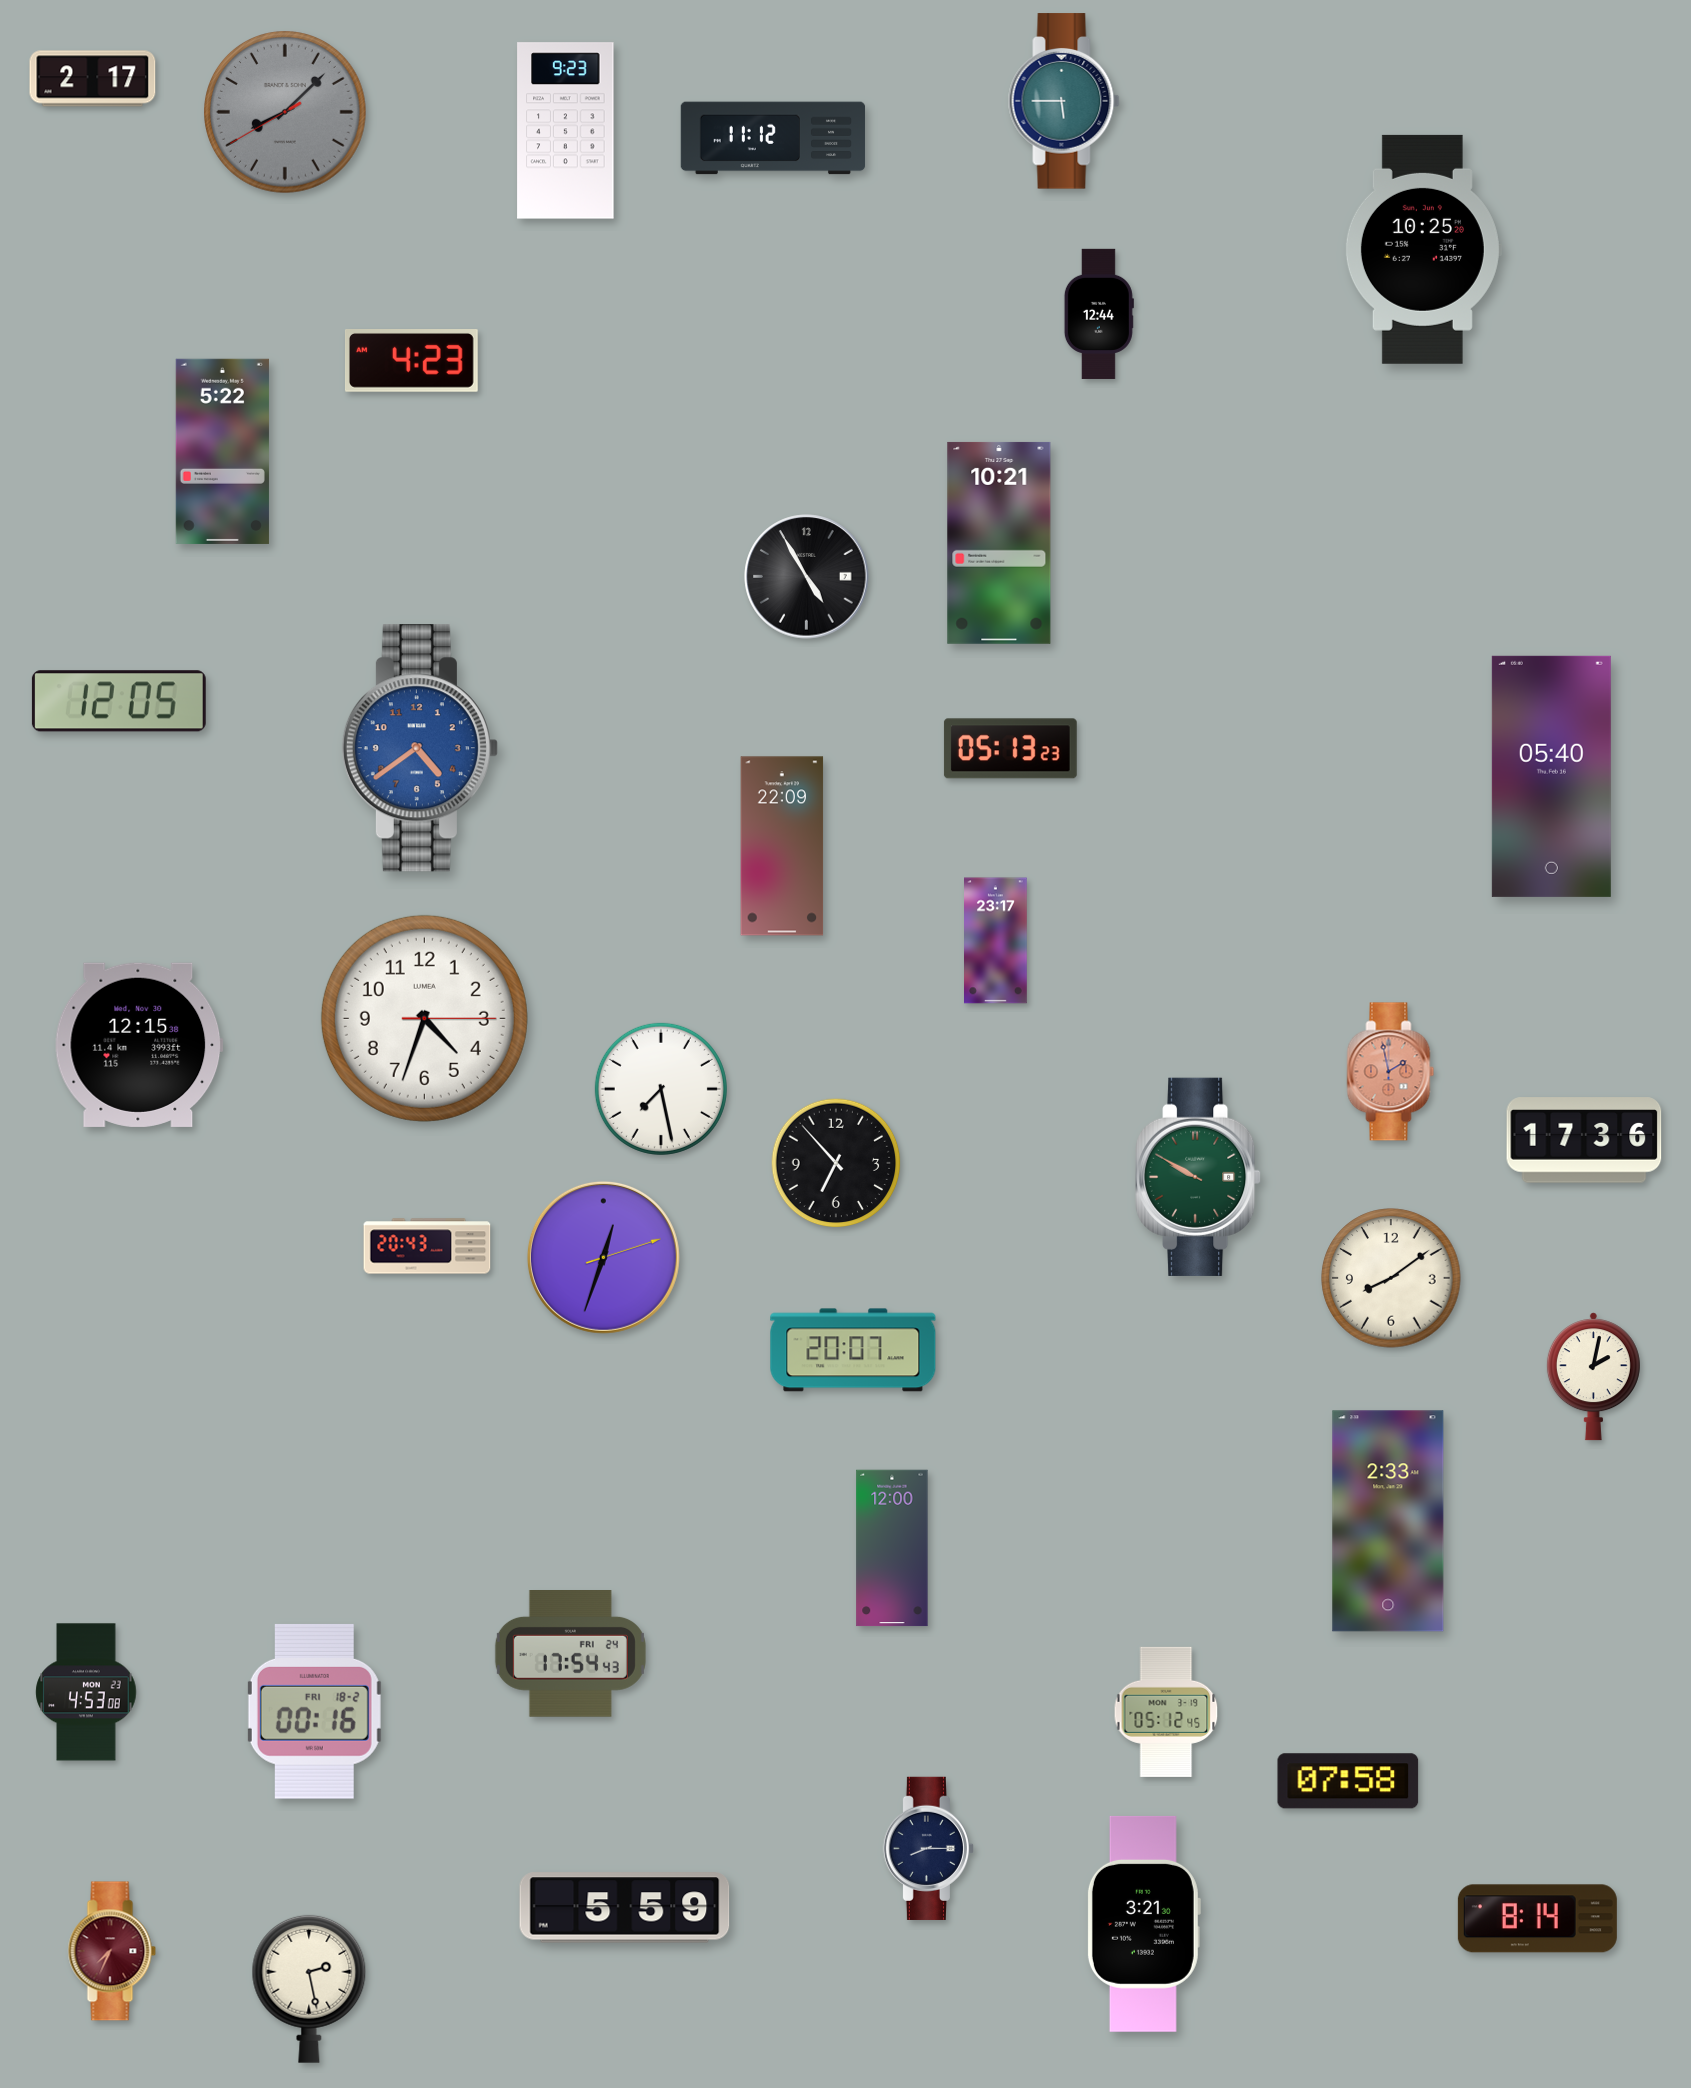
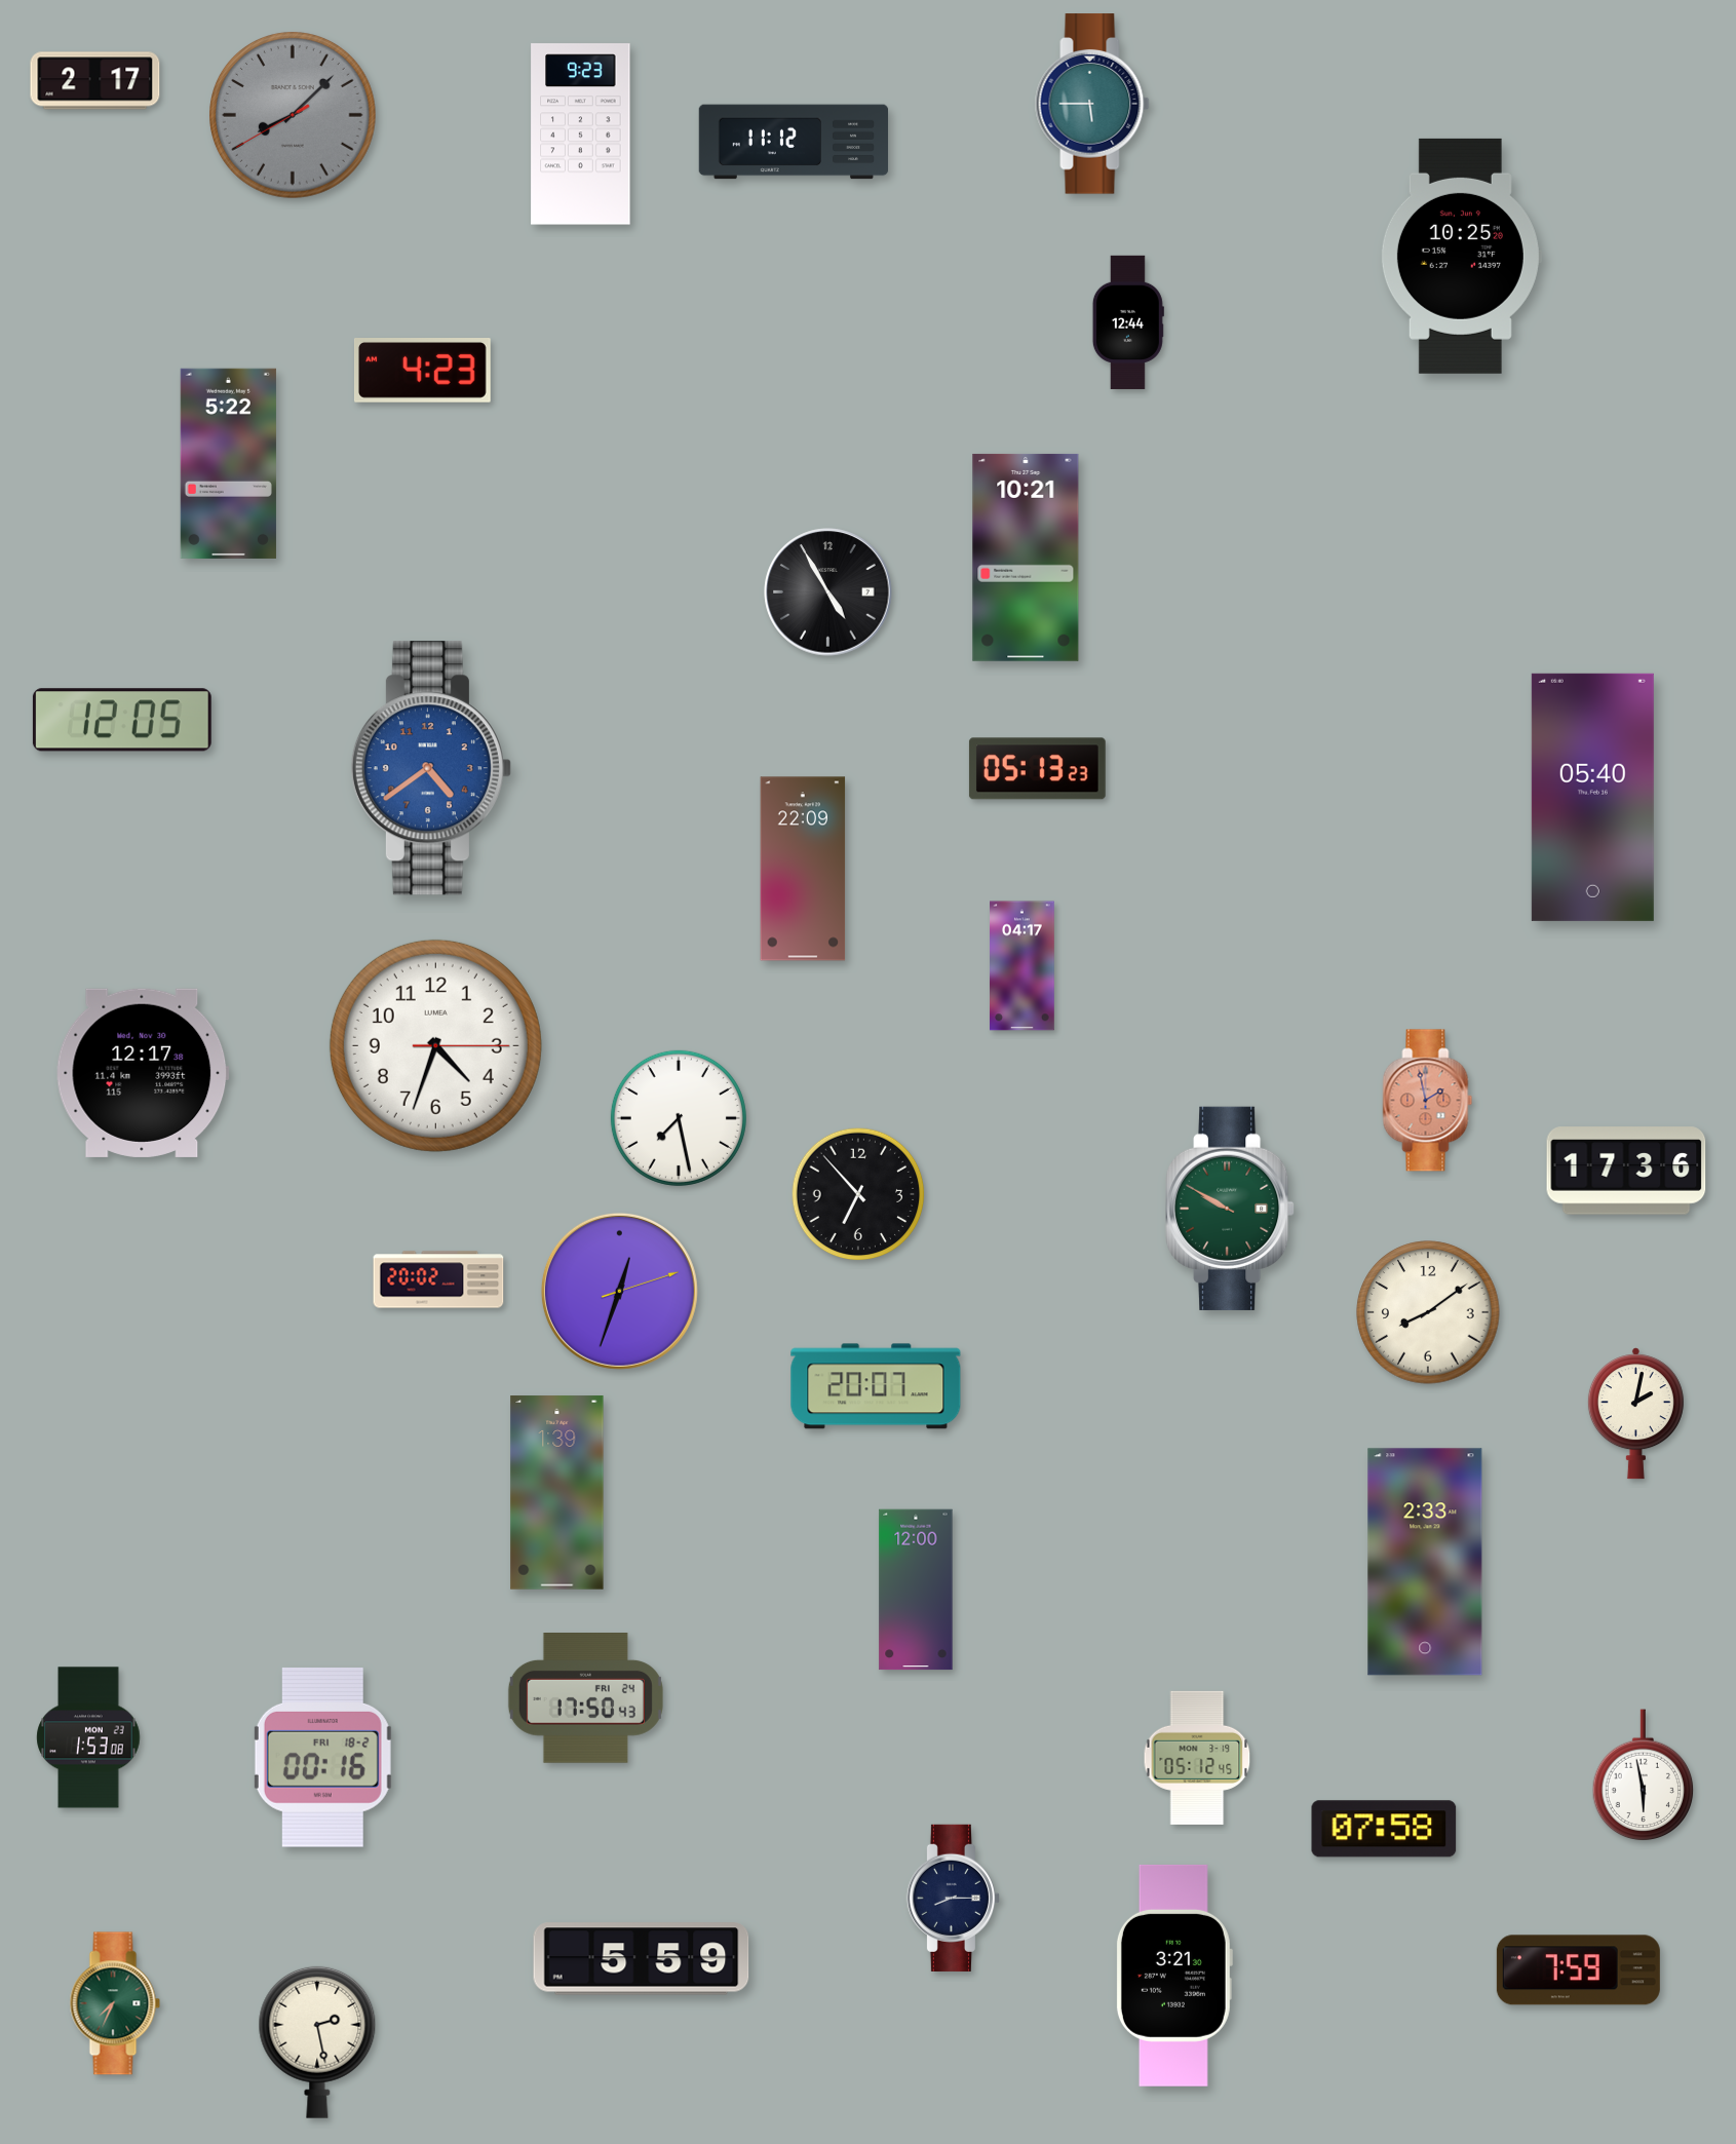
clock at (996, 941): 23:17 -> 04:17
clock at (139, 1045): 12:15 -> 12:17
clock at (427, 1246): 20:43 -> 20:02
clock at (557, 1493): none -> 1:39
clock at (570, 1654): 17:54 -> 17:50
clock at (86, 1692): 4:53 -> 1:53
clock at (1644, 1775): none -> 5:58
clock at (1537, 1919): 8:14 -> 7:59
clock at (112, 1951) dial: burgundy -> green
